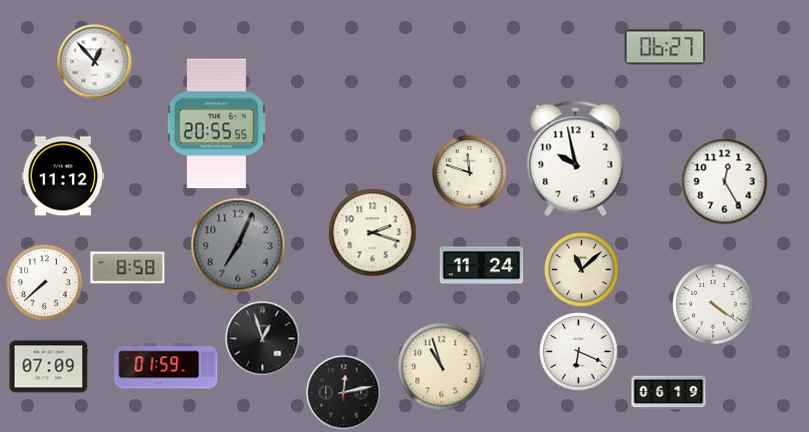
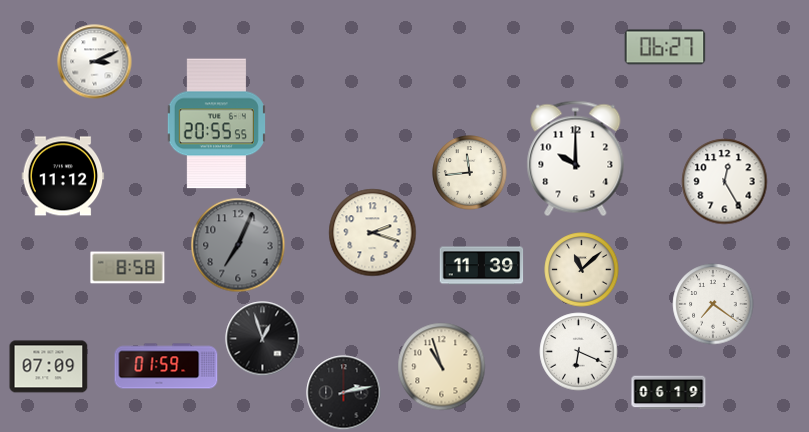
clock at (95, 62): 12:53 -> 3:11
clock at (576, 159): 9:58 -> 10:00
clock at (470, 173): 11:48 -> 11:44
clock at (482, 266): 11:24 -> 11:39
clock at (45, 283): 7:38 -> none
clock at (713, 304): 4:21 -> 7:21
clock at (344, 393): 12:13 -> 2:13
